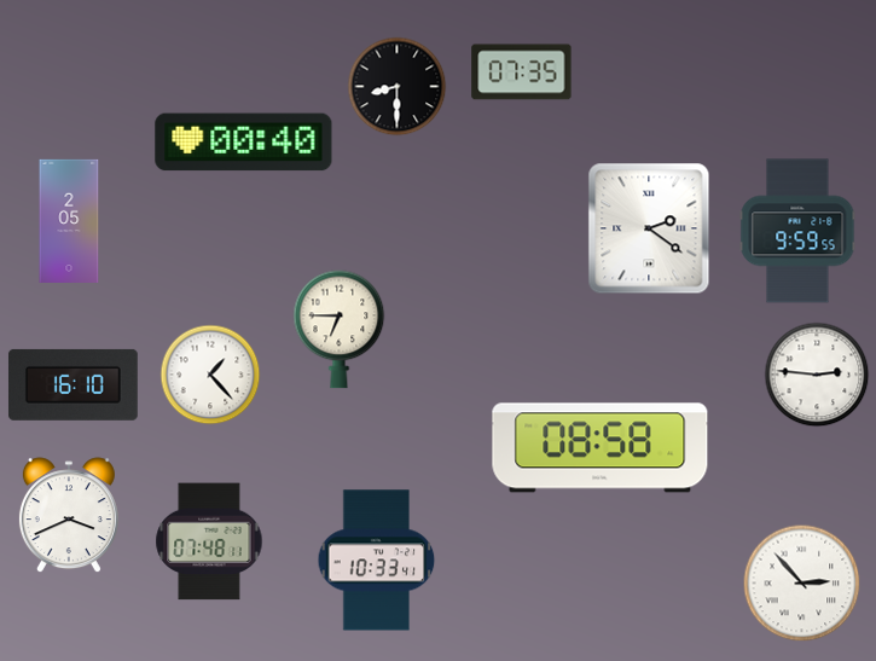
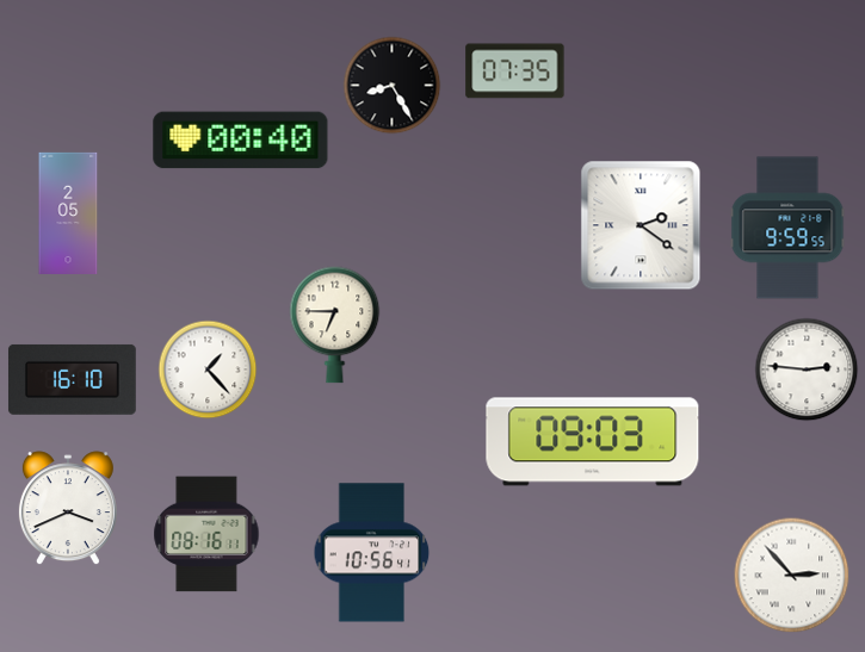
clock at (398, 87): 8:30 -> 8:25
clock at (69, 221) position: (69, 221) -> (68, 213)
clock at (601, 448): 08:58 -> 09:03
clock at (209, 541): 07:48 -> 08:16
clock at (377, 561): 10:33 -> 10:56
